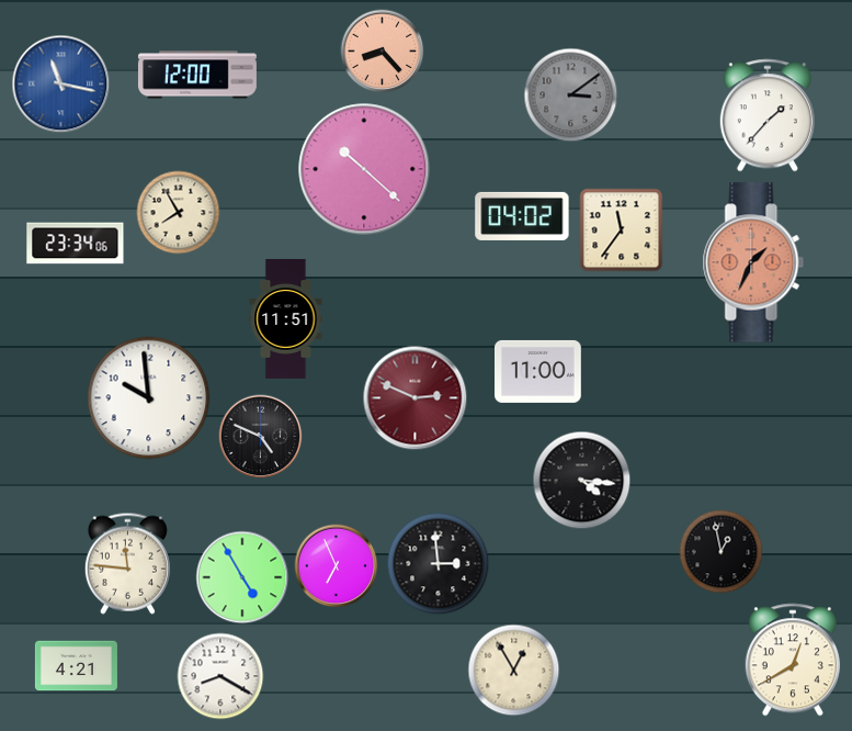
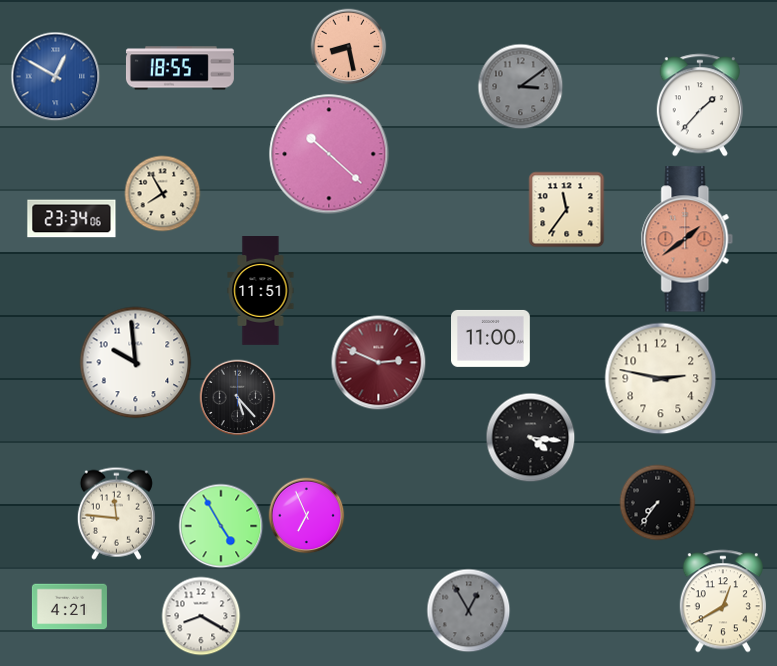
clock at (383, 52): 8:23 -> 8:28
clock at (197, 75): 12:00 -> 18:55
clock at (61, 85): 11:17 -> 12:50
clock at (364, 169) position: (364, 169) -> (329, 154)
clock at (522, 216): 04:02 -> none
clock at (76, 244) position: (76, 244) -> (72, 219)
clock at (753, 262): 1:34 -> 1:39
clock at (661, 379): none -> 2:47
clock at (261, 437): 4:49 -> 5:23
clock at (722, 552): 12:58 -> 7:36
clock at (439, 564): 2:59 -> none
clock at (514, 671) dial: cream -> grey
